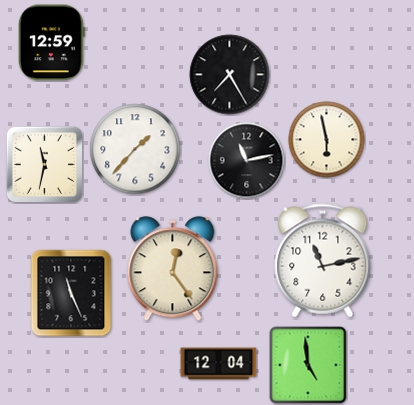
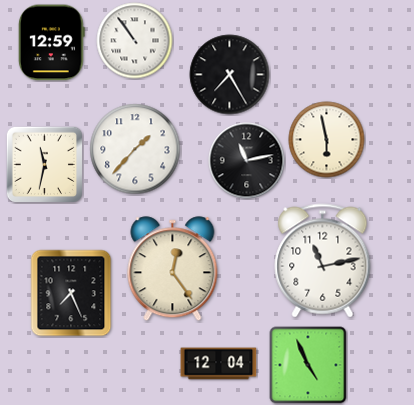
clock at (135, 41): none -> 10:54
clock at (71, 293): 11:26 -> 7:26
clock at (308, 365): 4:59 -> 4:56
